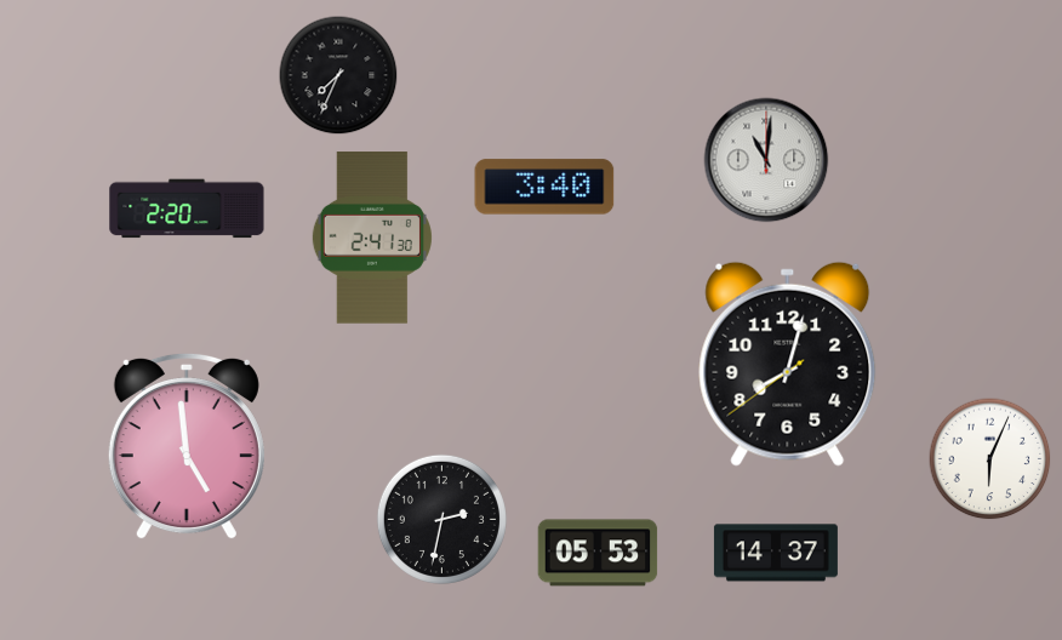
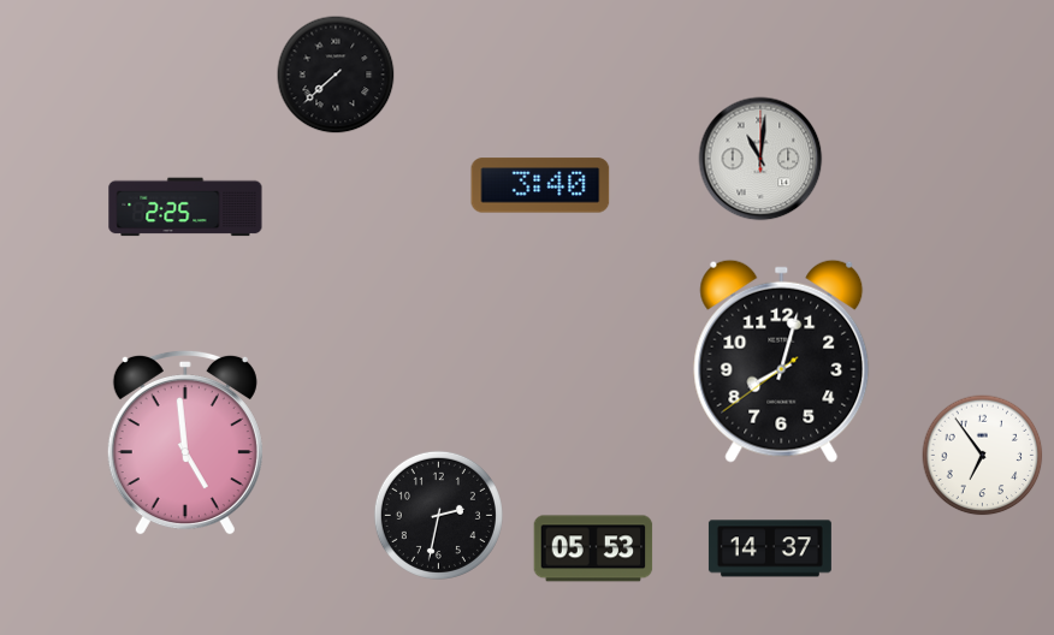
clock at (338, 75): 7:34 -> 7:38
clock at (187, 208): 2:20 -> 2:25
clock at (372, 238): 2:41 -> none
clock at (990, 459): 6:04 -> 6:54
